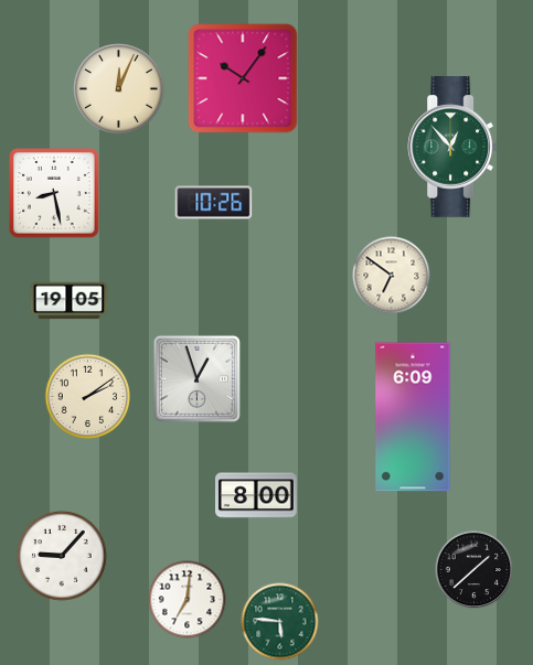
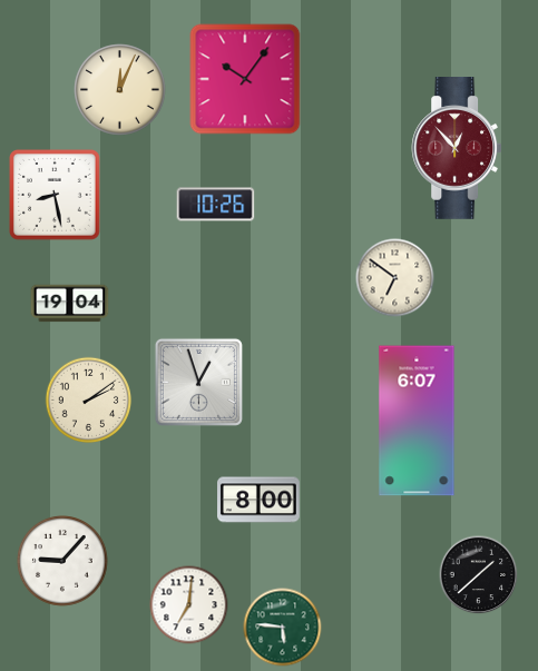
clock at (452, 148) dial: green -> burgundy
clock at (70, 301): 19:05 -> 19:04
clock at (413, 417): 6:09 -> 6:07
